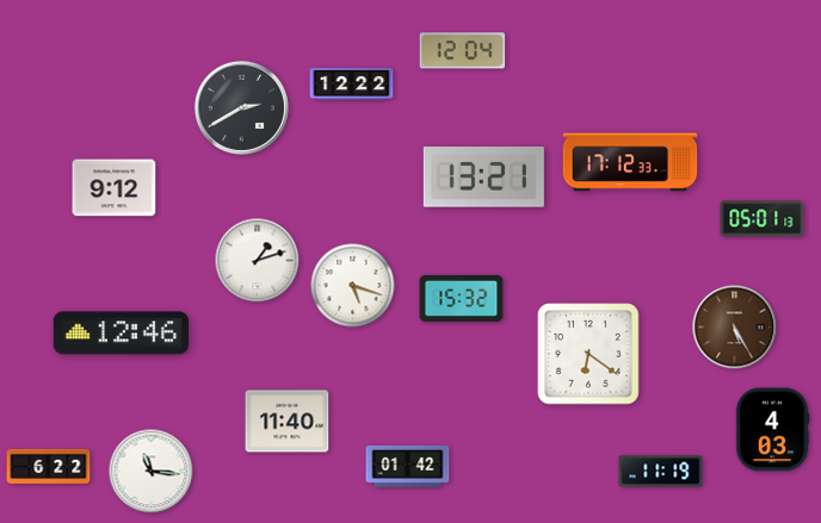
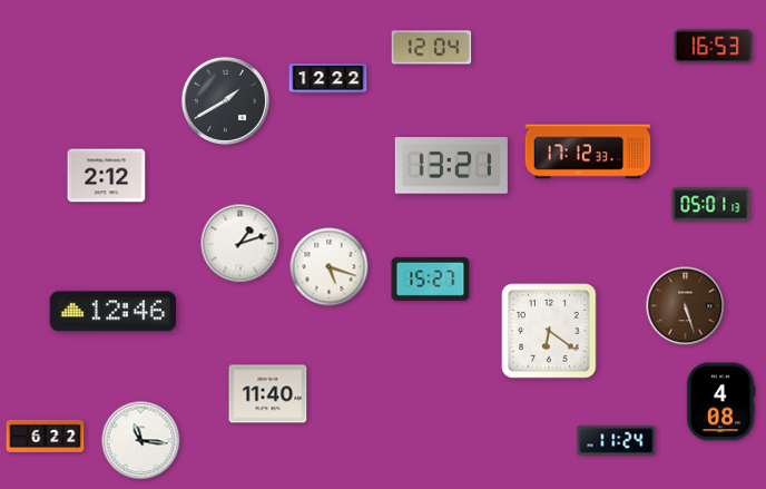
clock at (714, 47): none -> 16:53
clock at (241, 107): 2:40 -> 1:40
clock at (115, 188): 9:12 -> 2:12
clock at (462, 298): 15:32 -> 15:27
clock at (735, 328): 5:25 -> 5:27
clock at (772, 430): 4:03 -> 4:08
clock at (408, 466): 01:42 -> none
clock at (661, 472): 11:19 -> 11:24
